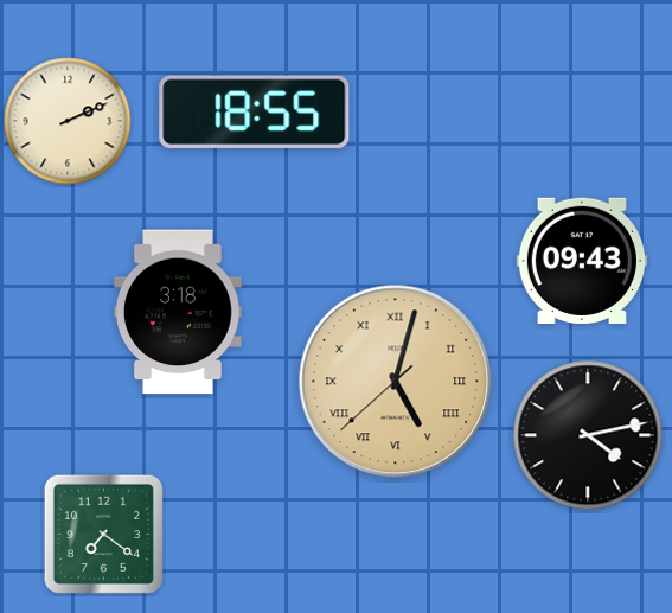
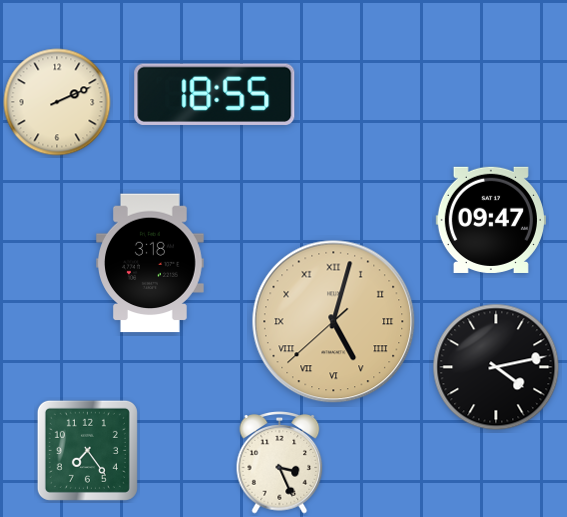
clock at (582, 261): 09:43 -> 09:47
clock at (103, 534): 7:21 -> 7:24
clock at (280, 463): none -> 3:26
